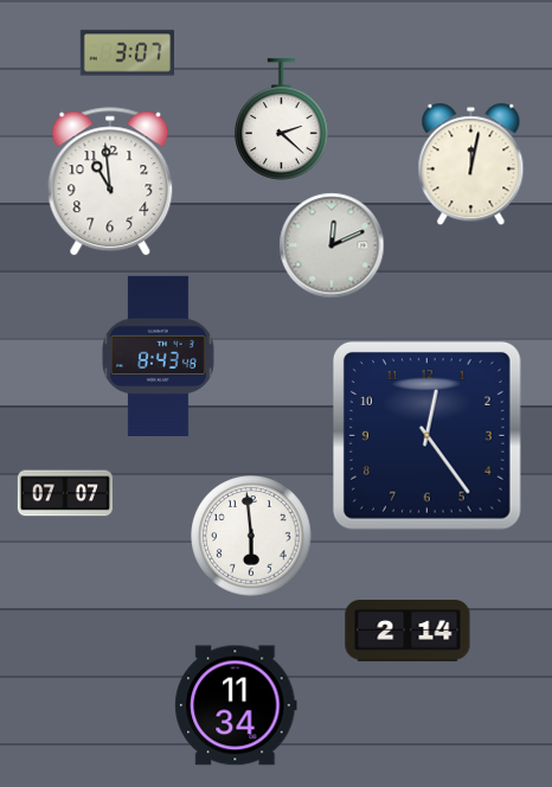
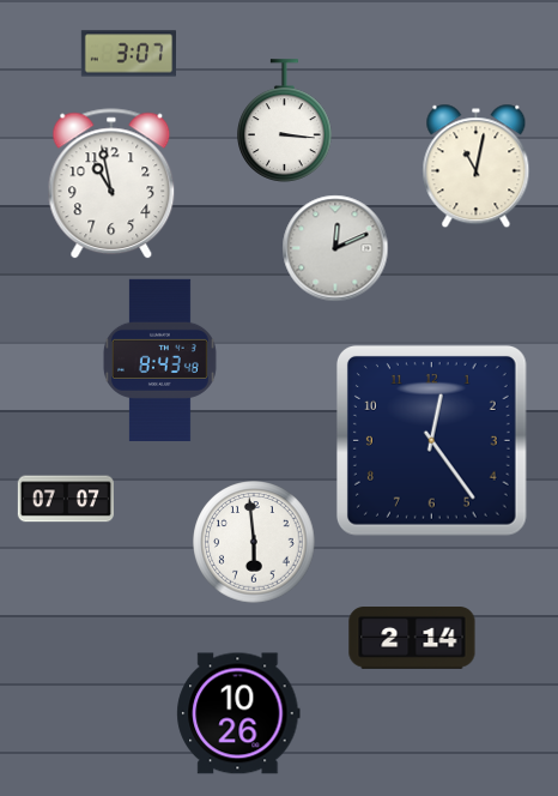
clock at (282, 120): 2:22 -> 3:16
clock at (471, 164): 12:02 -> 11:02
clock at (110, 181): 10:59 -> 10:58
clock at (236, 705): 11:34 -> 10:26
